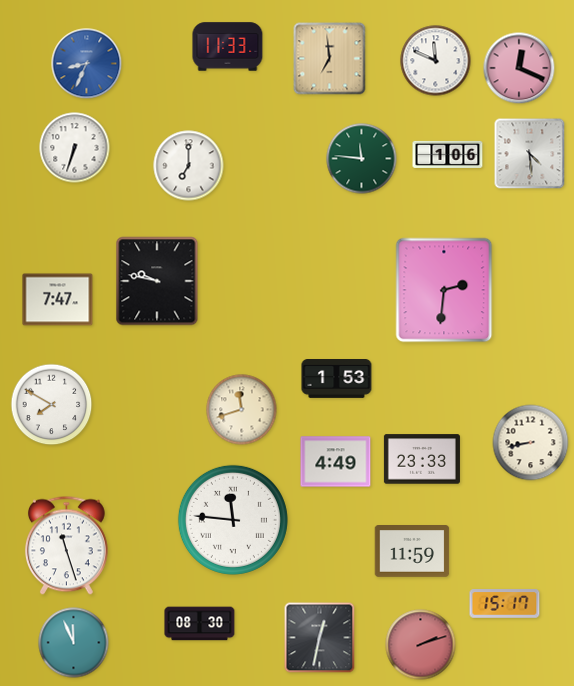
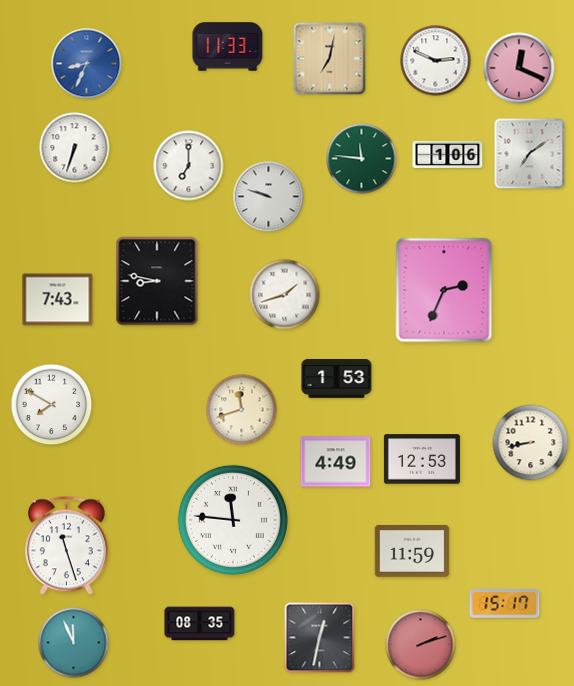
clock at (330, 59): 6:59 -> 7:02
clock at (436, 61): 11:49 -> 2:49
clock at (530, 154): 4:29 -> 7:09
clock at (269, 197): none -> 9:48
clock at (157, 281): 9:47 -> 8:47
clock at (444, 290): 2:31 -> 2:34
clock at (285, 295): none -> 1:42
clock at (58, 300): 7:47 -> 7:43
clock at (422, 459): 23:33 -> 12:53
clock at (200, 624): 08:30 -> 08:35
